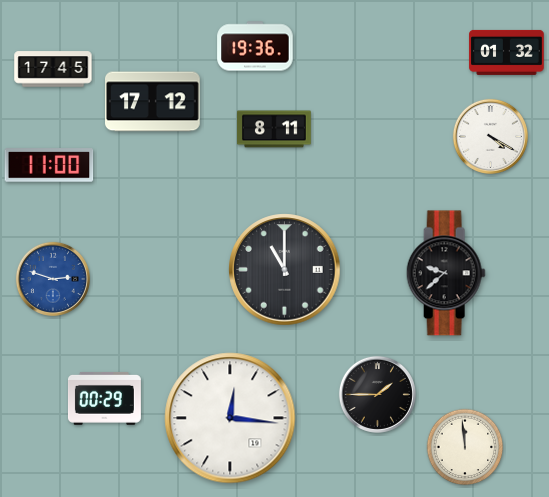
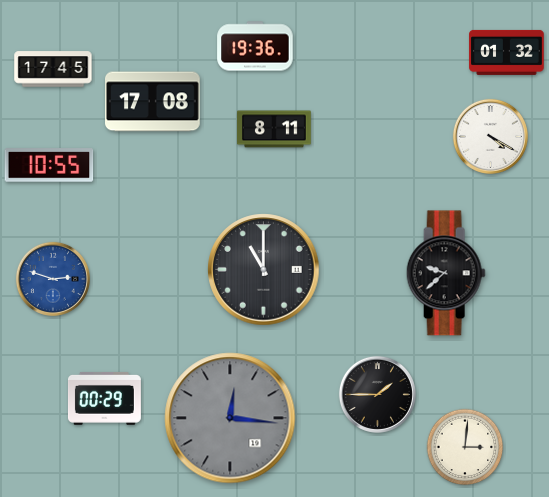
clock at (153, 102): 17:12 -> 17:08
clock at (49, 165): 11:00 -> 10:55
clock at (285, 270) position: (285, 270) -> (264, 270)
clock at (230, 418) dial: white -> grey
clock at (465, 447): 11:59 -> 3:01
